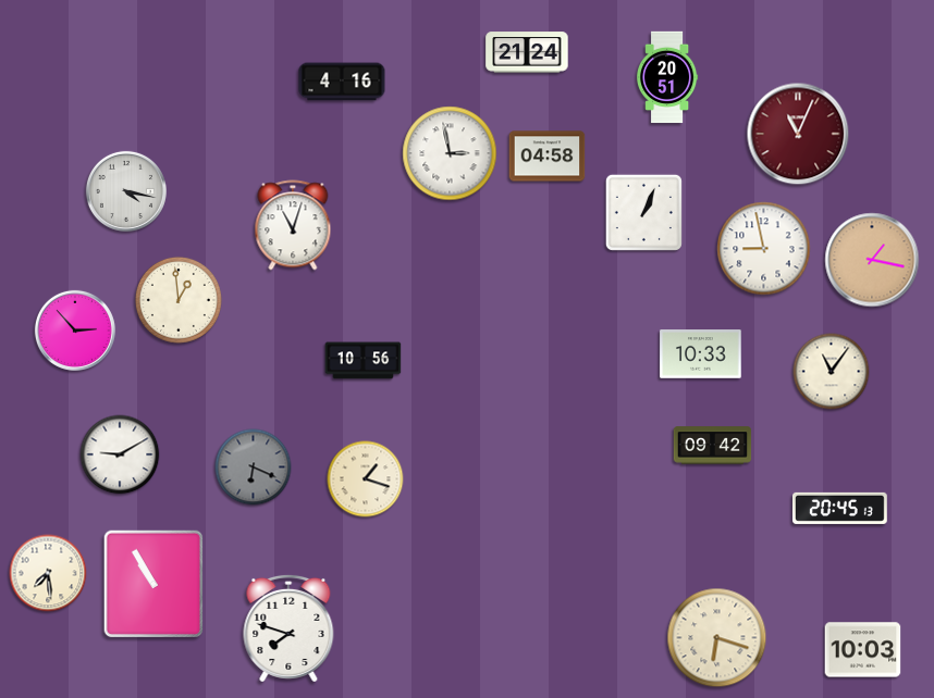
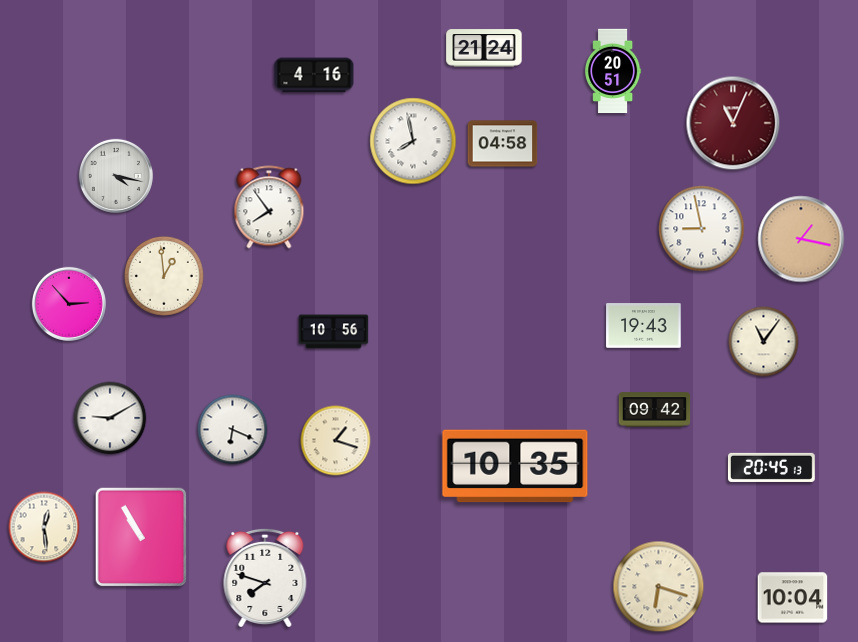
clock at (450, 153): 2:58 -> 7:58
clock at (643, 212): 1:04 -> none
clock at (293, 225): 11:03 -> 7:54
clock at (701, 354): 10:33 -> 19:43
clock at (254, 468) dial: grey -> white
clock at (515, 466): none -> 10:35
clock at (48, 573): 7:29 -> 12:29
clock at (863, 650): 10:03 -> 10:04
